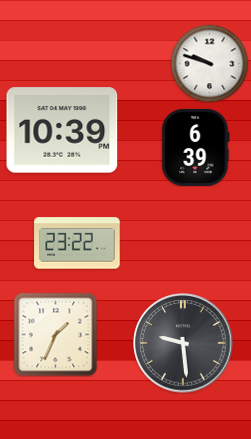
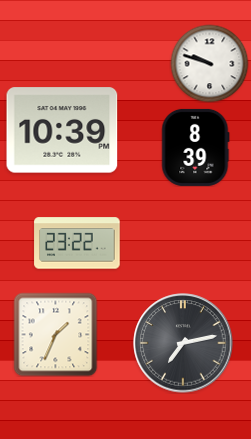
clock at (196, 147): 6:39 -> 8:39
clock at (183, 343): 9:29 -> 7:13
